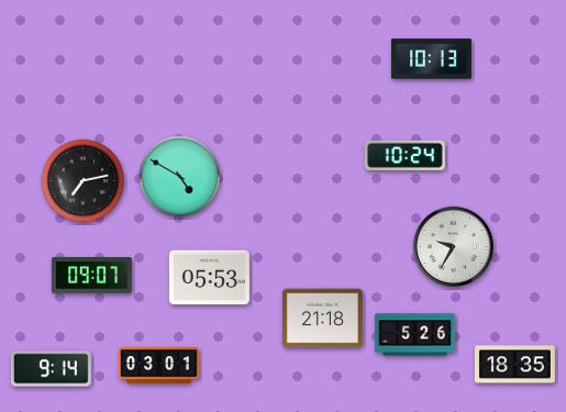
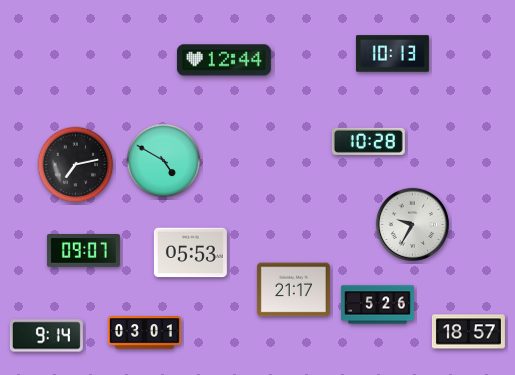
clock at (224, 60): none -> 12:44
clock at (404, 155): 10:24 -> 10:28
clock at (322, 319): 21:18 -> 21:17
clock at (514, 365): 18:35 -> 18:57
